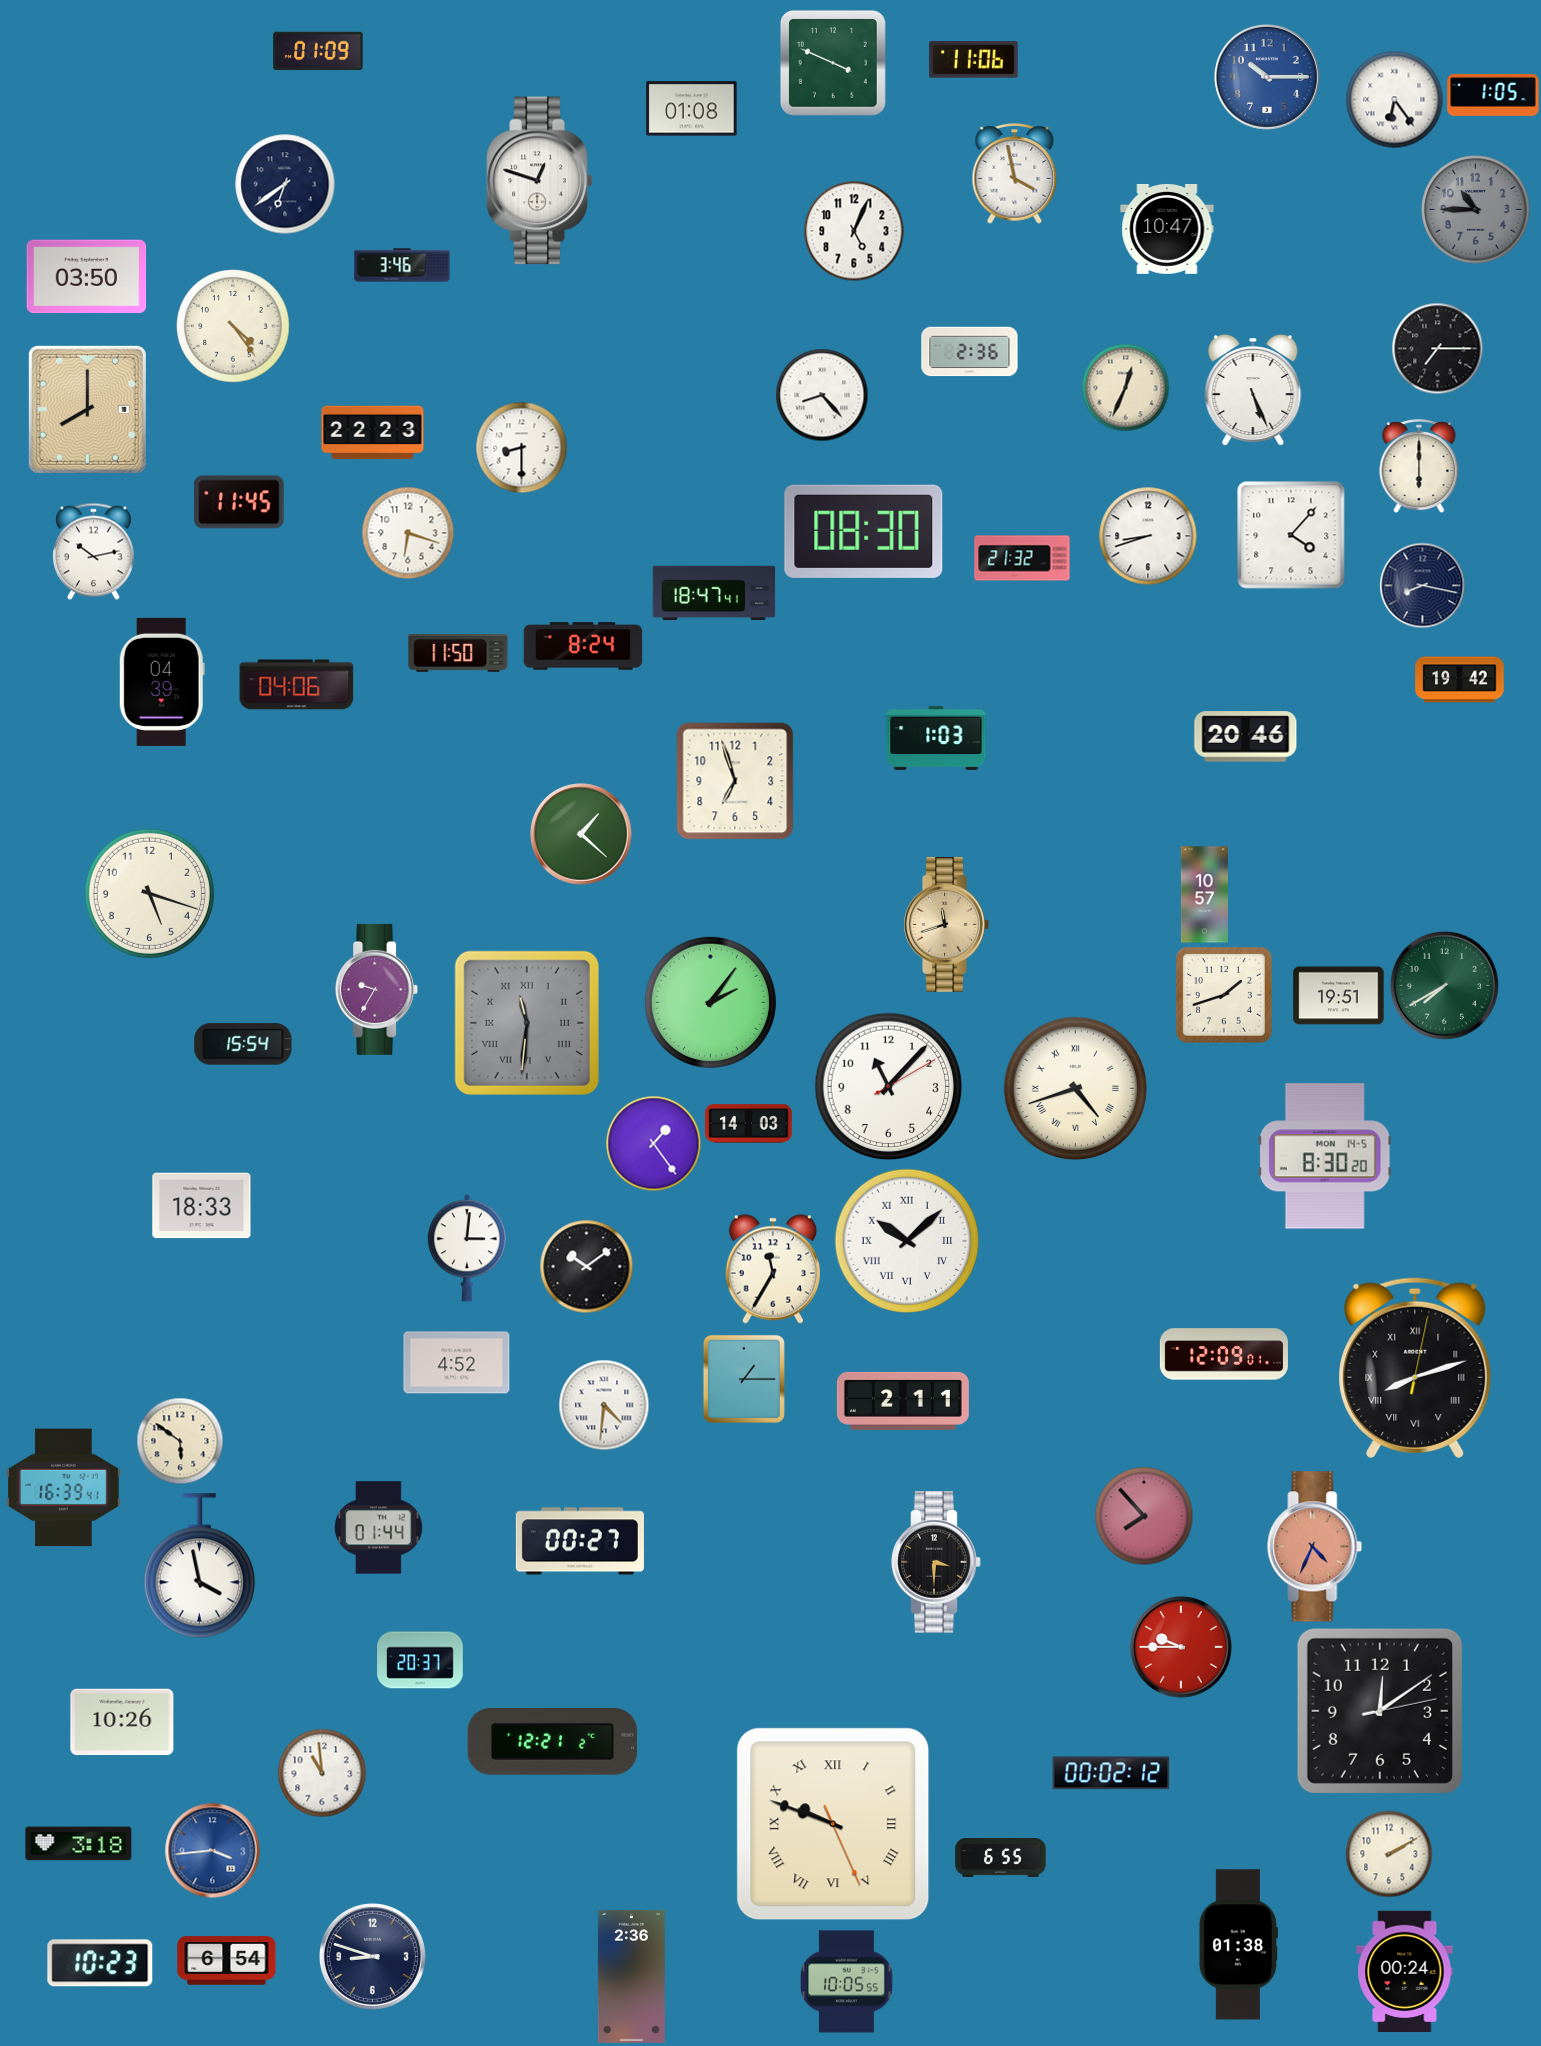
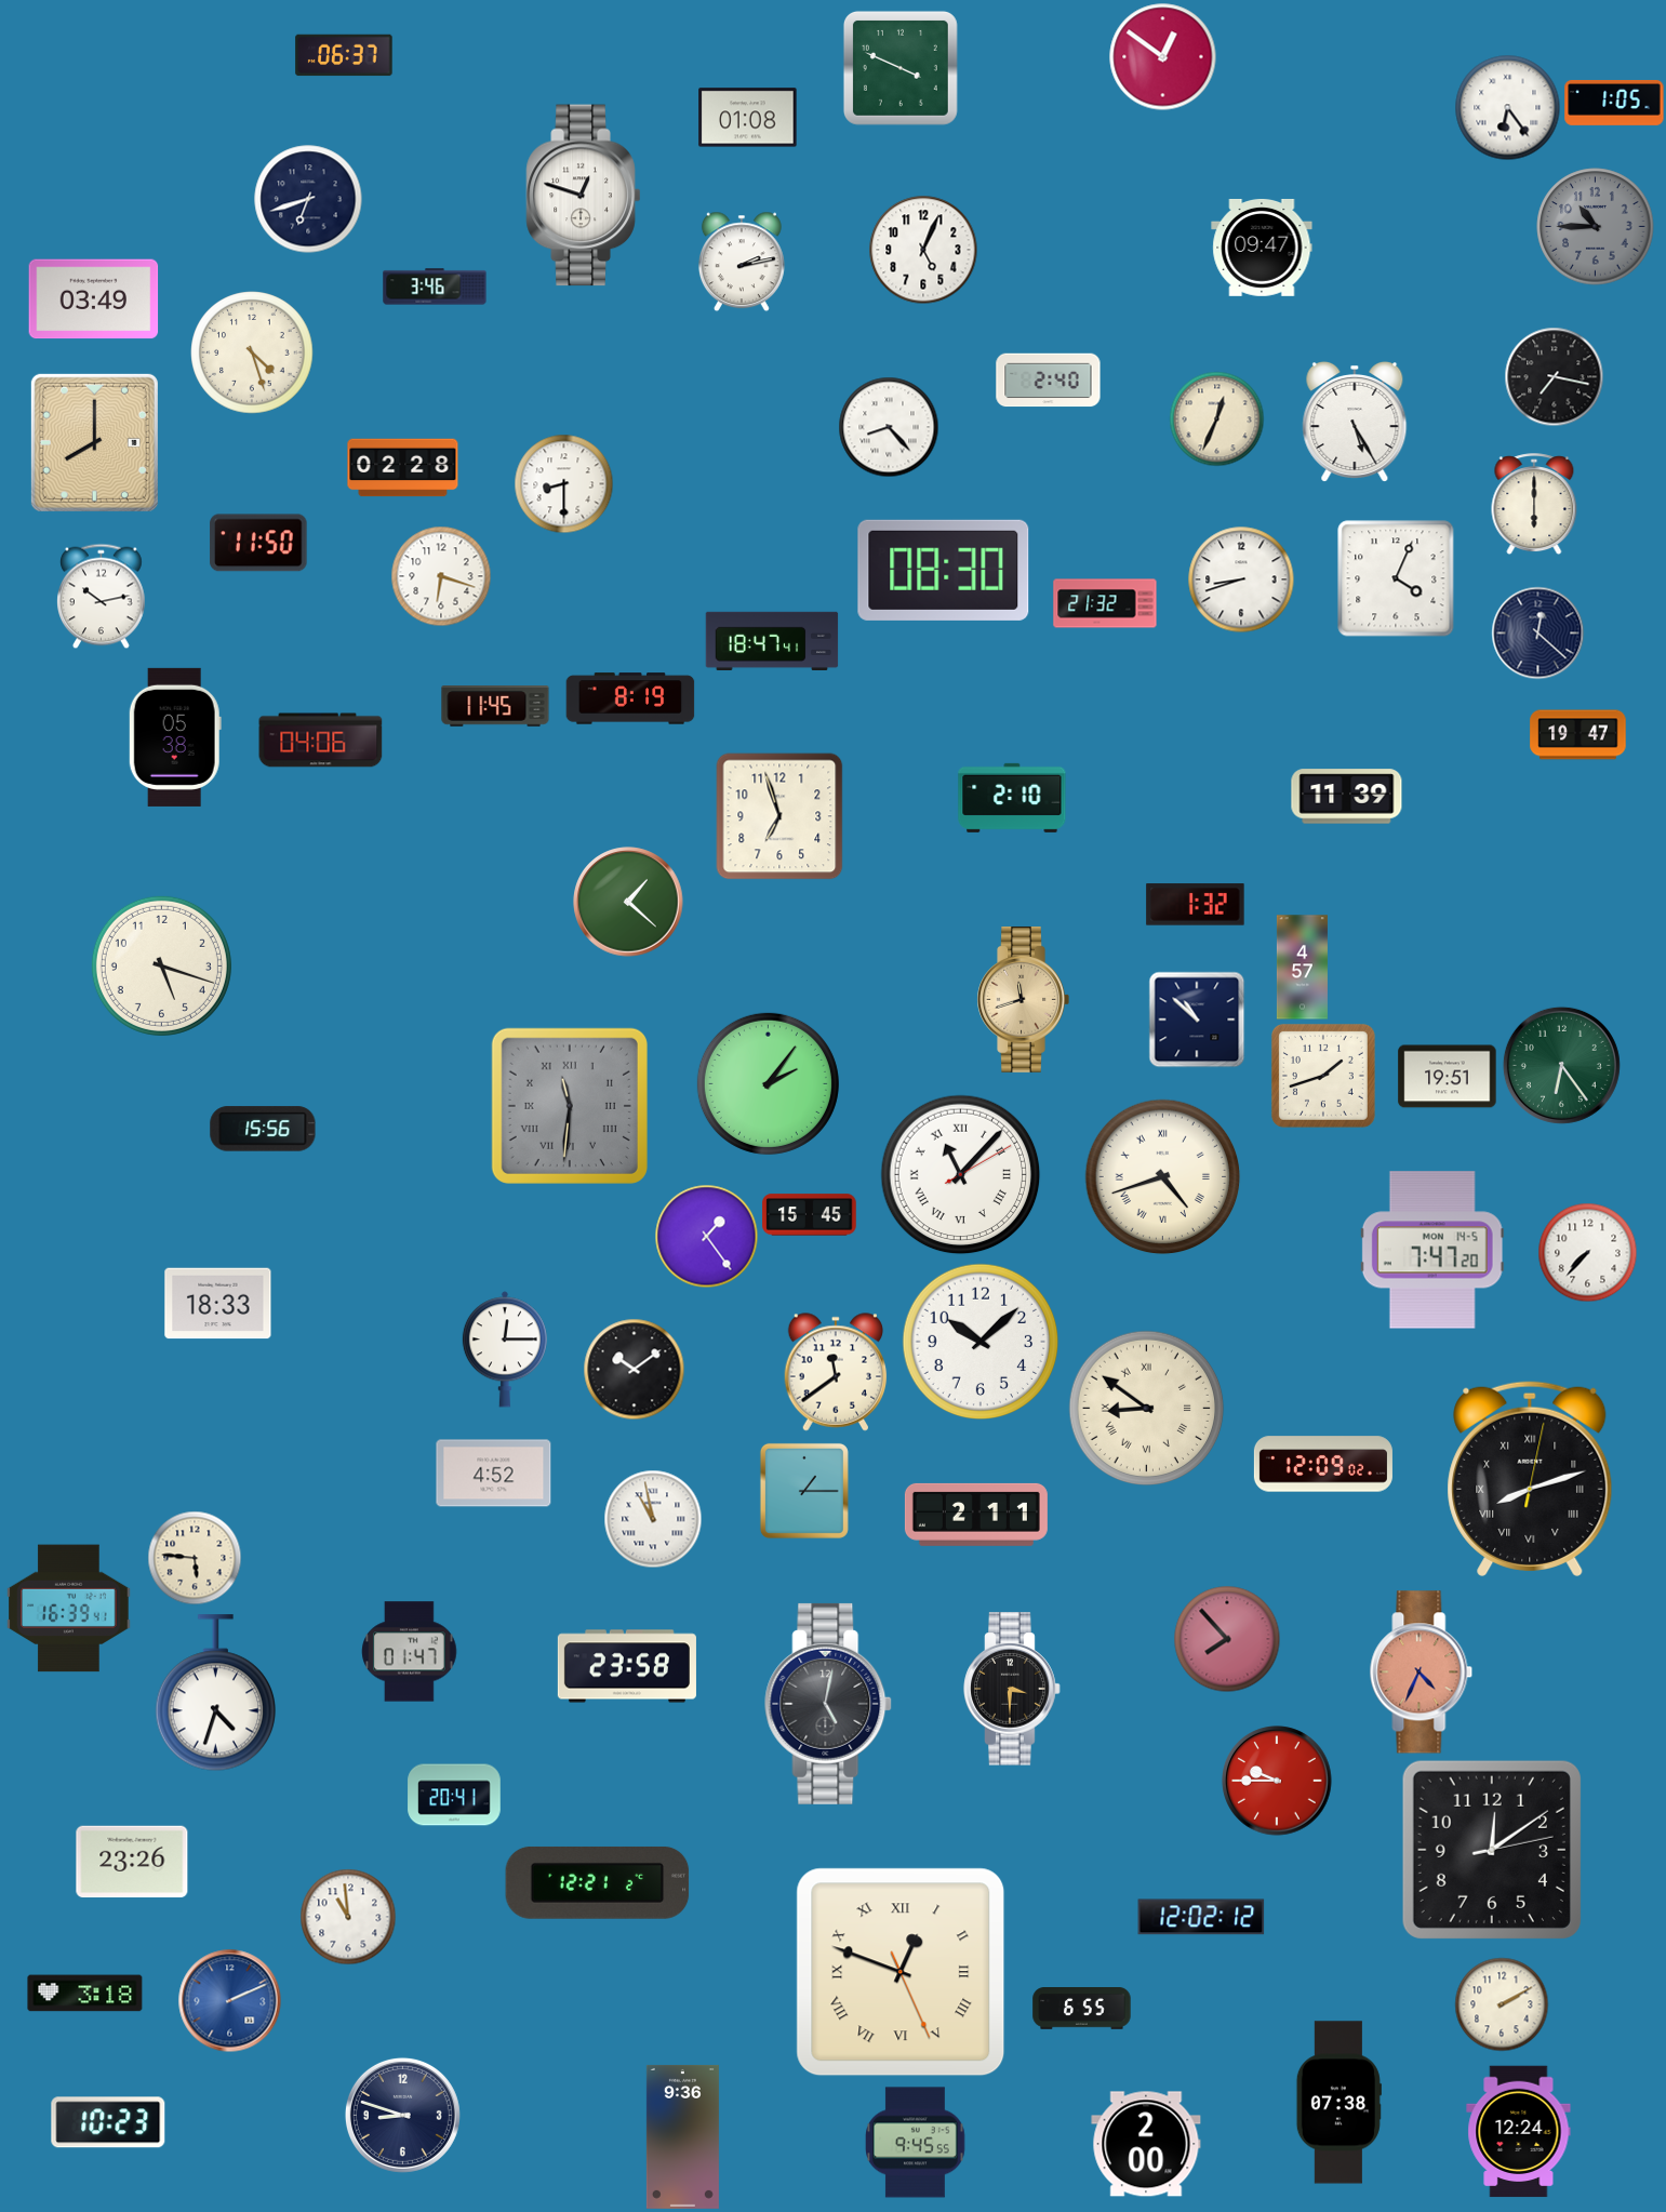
clock at (318, 51): 01:09 -> 06:37
clock at (1163, 57): none -> 12:51
clock at (974, 60): 11:06 -> none
clock at (1267, 77): 10:15 -> none
clock at (1015, 174): 3:58 -> none
clock at (285, 184): 6:39 -> 6:42
clock at (1167, 229): 10:47 -> 09:47
clock at (742, 262): none -> 2:13
clock at (87, 277): 03:50 -> 03:49
clock at (233, 326): 4:24 -> 4:27
clock at (1437, 348): 7:15 -> 7:17
clock at (970, 352): 2:36 -> 2:40
clock at (1253, 390): 5:26 -> 5:25
clock at (373, 433): 22:23 -> 02:28
clock at (239, 502): 11:45 -> 11:50
clock at (864, 531) position: (864, 531) -> (944, 570)
clock at (1291, 535): 4:07 -> 4:04
clock at (1422, 585): 8:17 -> 12:22
clock at (583, 646): 8:24 -> 8:19
clock at (458, 653): 11:50 -> 11:45
clock at (1460, 680): 19:42 -> 19:47
clock at (162, 682): 04:39 -> 05:38
clock at (1246, 737): 20:46 -> 11:39
clock at (936, 738): 1:03 -> 2:10
clock at (735, 781) position: (735, 781) -> (779, 816)
clock at (1196, 905): none -> 1:32
clock at (1204, 895): 10:57 -> 4:57
clock at (1197, 1020): none -> 10:52
clock at (1444, 985): 7:40 -> 6:24
clock at (377, 989): 9:35 -> none
clock at (243, 1044): 15:54 -> 15:56
clock at (889, 1087) numerals: Arabic -> Roman
clock at (749, 1124): 14:03 -> 15:45
clock at (1325, 1156): 8:30 -> 7:47
clock at (1587, 1252): none -> 7:37
clock at (907, 1241) numerals: Roman -> Arabic
clock at (467, 1248): 3:01 -> 12:15
clock at (773, 1269): 11:35 -> 11:39
clock at (1147, 1409): none -> 8:51
clock at (1224, 1354): 12:09:01 -> 12:09:02
clock at (604, 1405): 4:31 -> 10:58
clock at (180, 1441): 5:51 -> 5:46
clock at (1144, 1516) position: (1144, 1516) -> (1227, 1639)
clock at (379, 1528): 01:44 -> 01:47
clock at (580, 1541): 00:27 -> 23:58
clock at (199, 1566): 3:58 -> 4:33
clock at (829, 1704): none -> 5:02
clock at (420, 1660): 20:37 -> 20:41
clock at (122, 1722): 10:26 -> 23:26
clock at (1111, 1773): 00:02 -> 12:02
clock at (833, 1824): 9:48 -> 12:48
clock at (212, 1850): 3:44 -> 2:11
clock at (1238, 1945): 01:38 -> 07:38
clock at (227, 1961): 6:54 -> none
clock at (1405, 1972): 00:24 -> 12:24
clock at (631, 1976): 2:36 -> 9:36
clock at (847, 1982): 10:05 -> 9:45
clock at (1146, 2144): none -> 2:00
